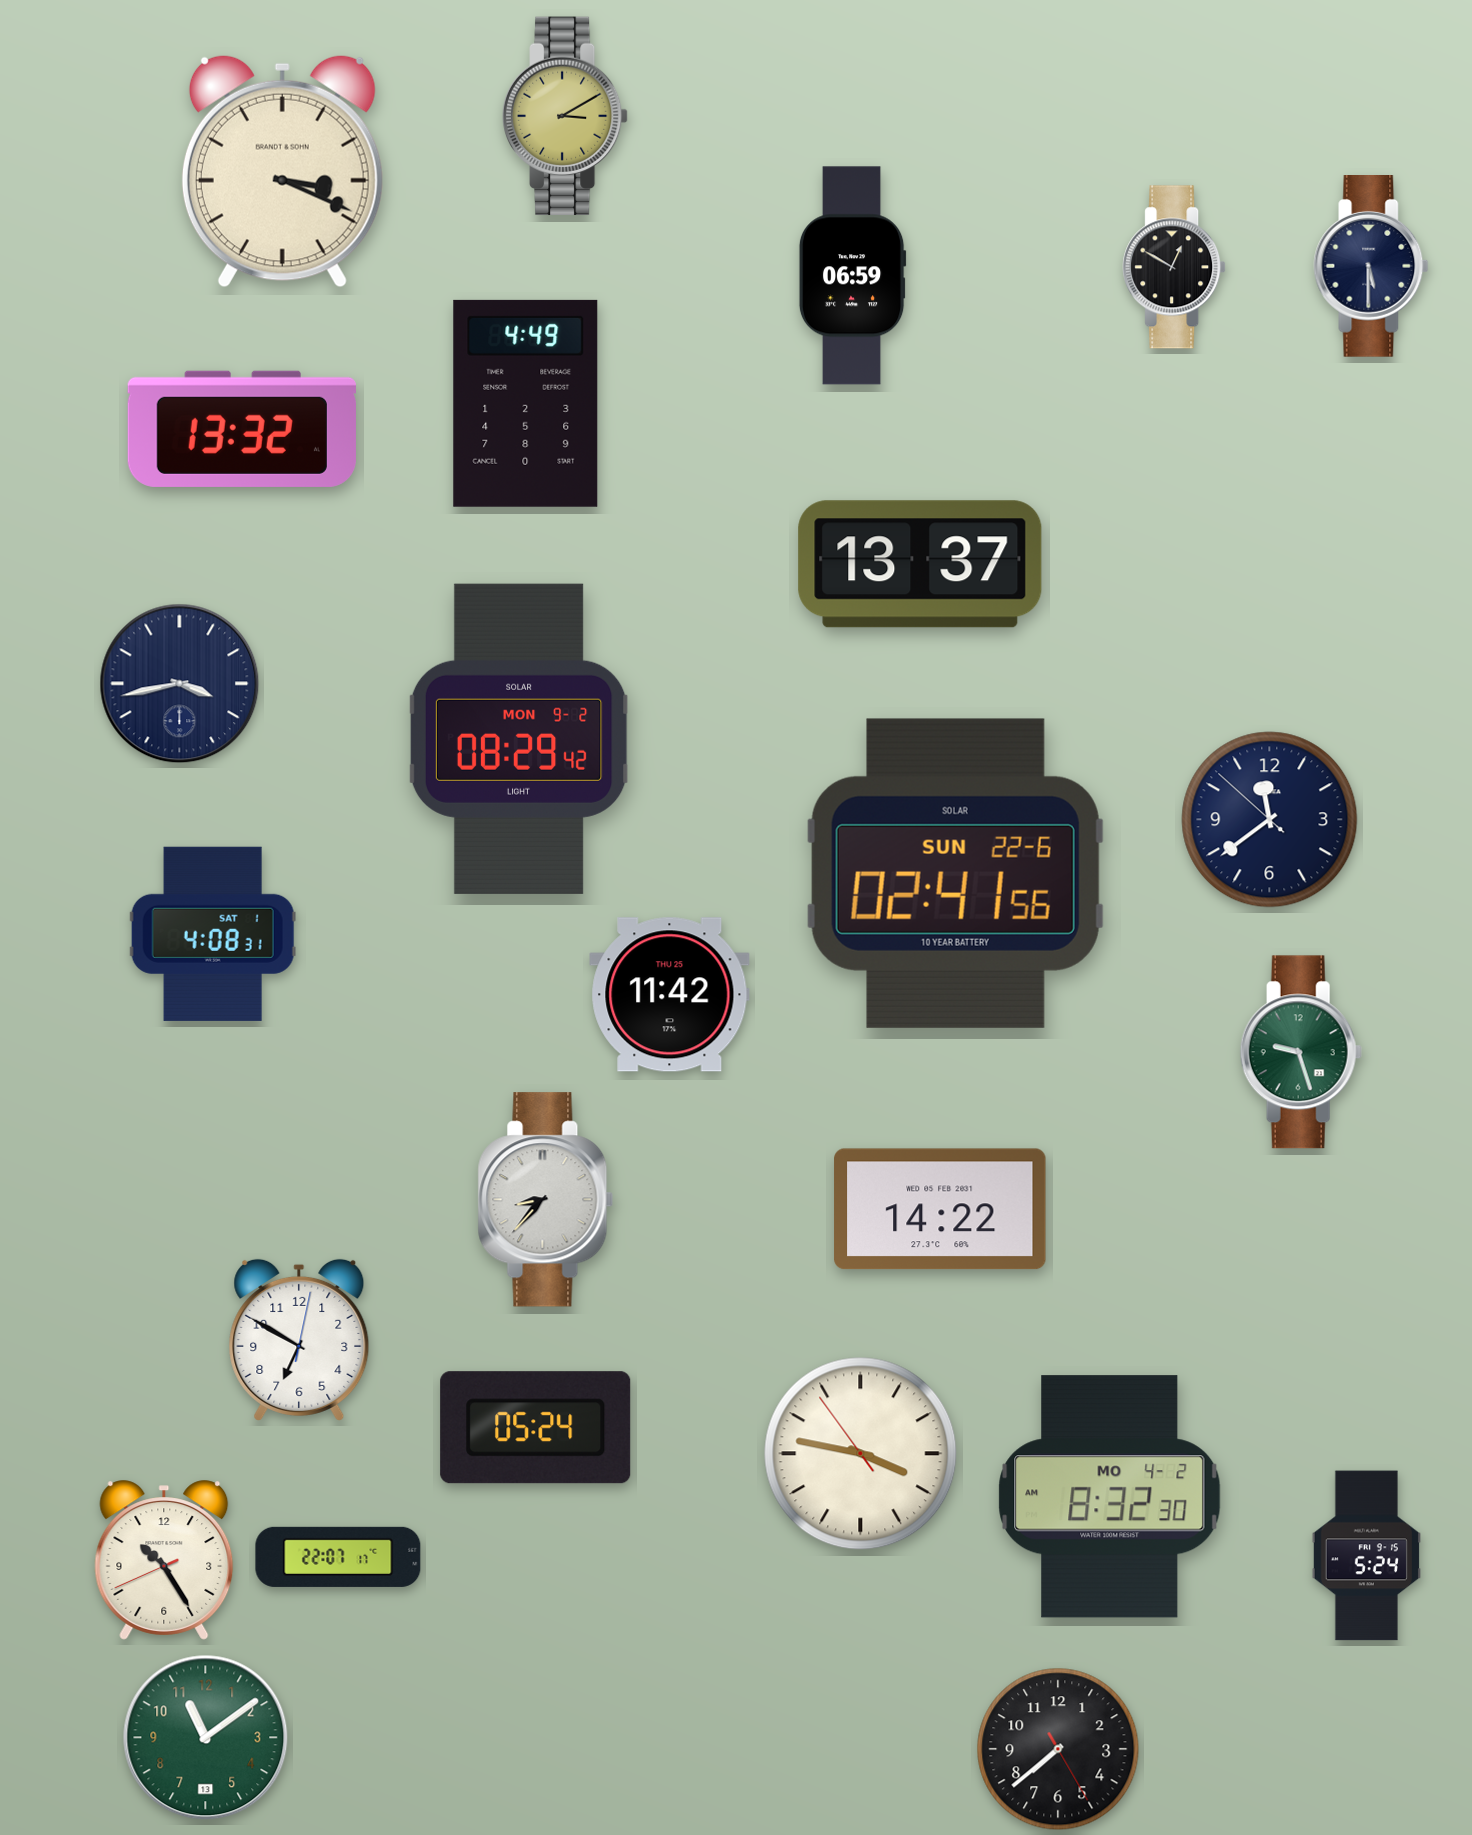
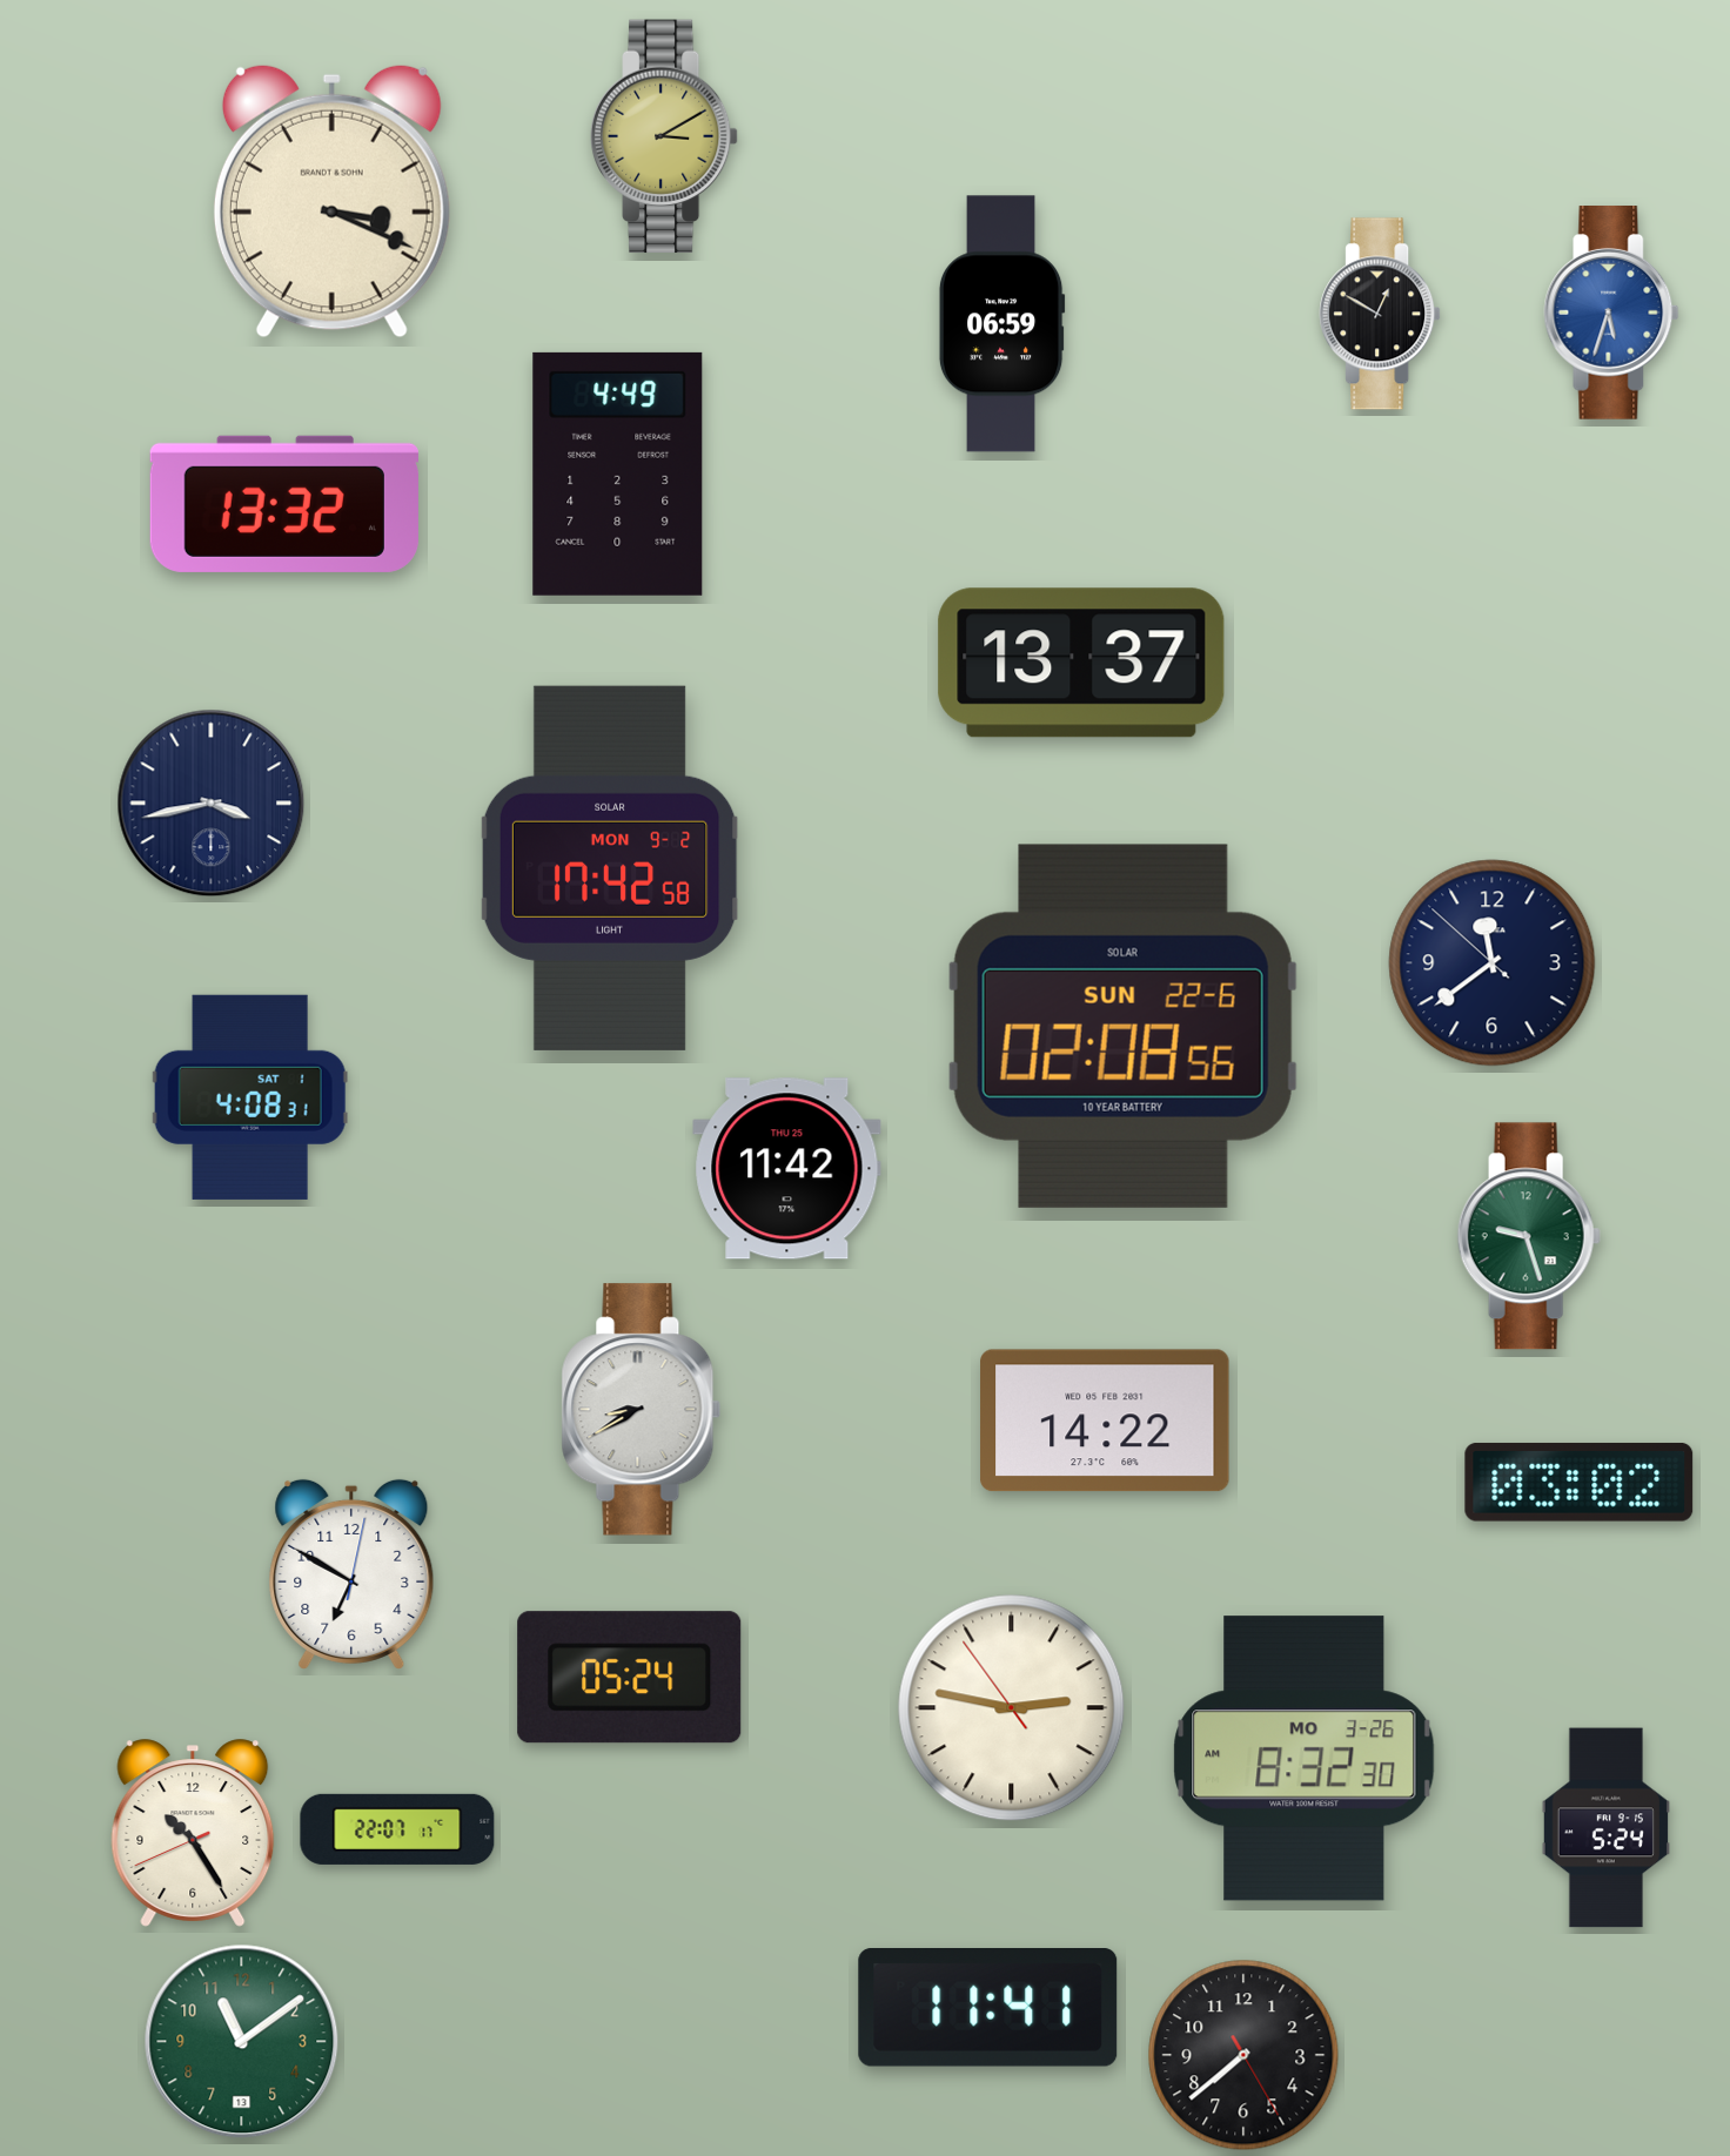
clock at (1371, 267): 5:30 -> 5:33
clock at (1371, 267) dial: navy -> blue
clock at (519, 739): 08:29 -> 17:42
clock at (955, 873): 02:41 -> 02:08
clock at (546, 1200): 8:37 -> 8:40
clock at (1580, 1482): none -> 03:02
clock at (861, 1454): 3:46 -> 2:46
clock at (1110, 1497) date: MO 4-2 -> MO 3-26
clock at (988, 2008): none -> 11:41
